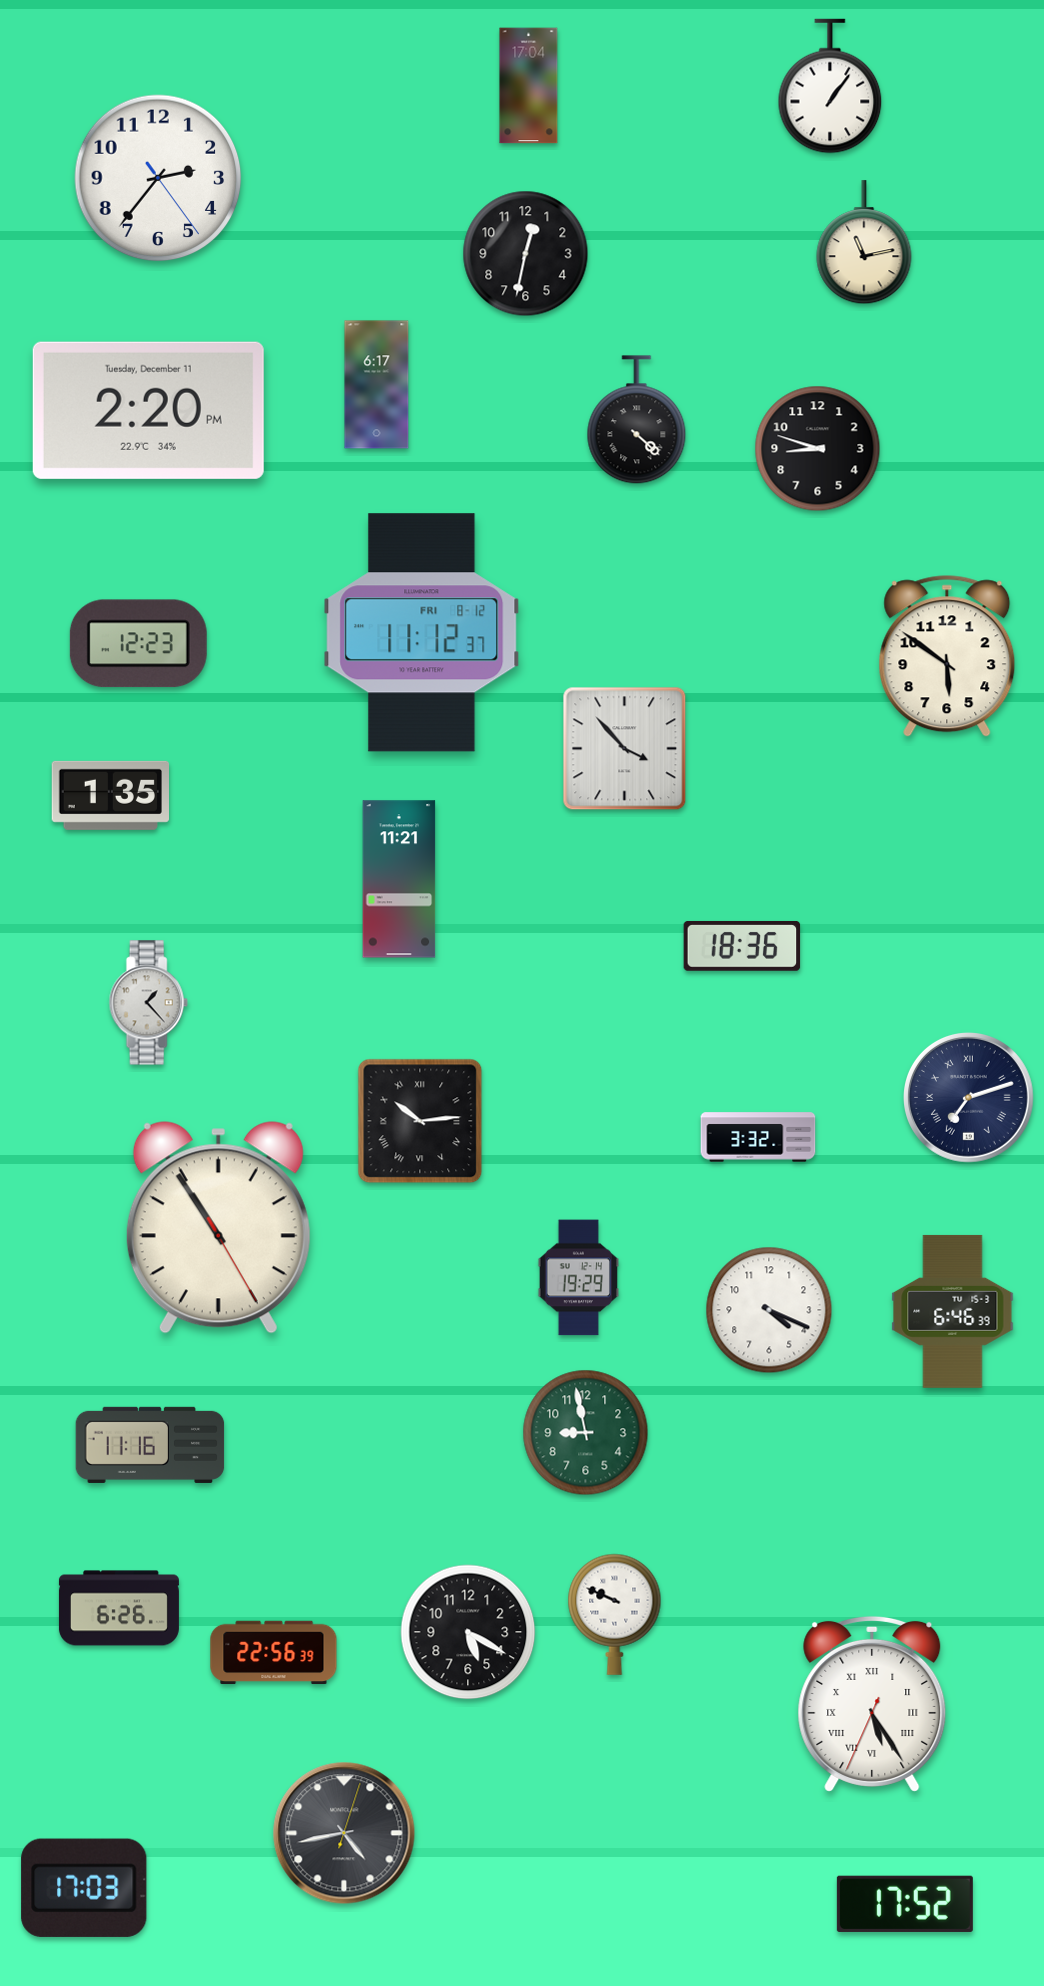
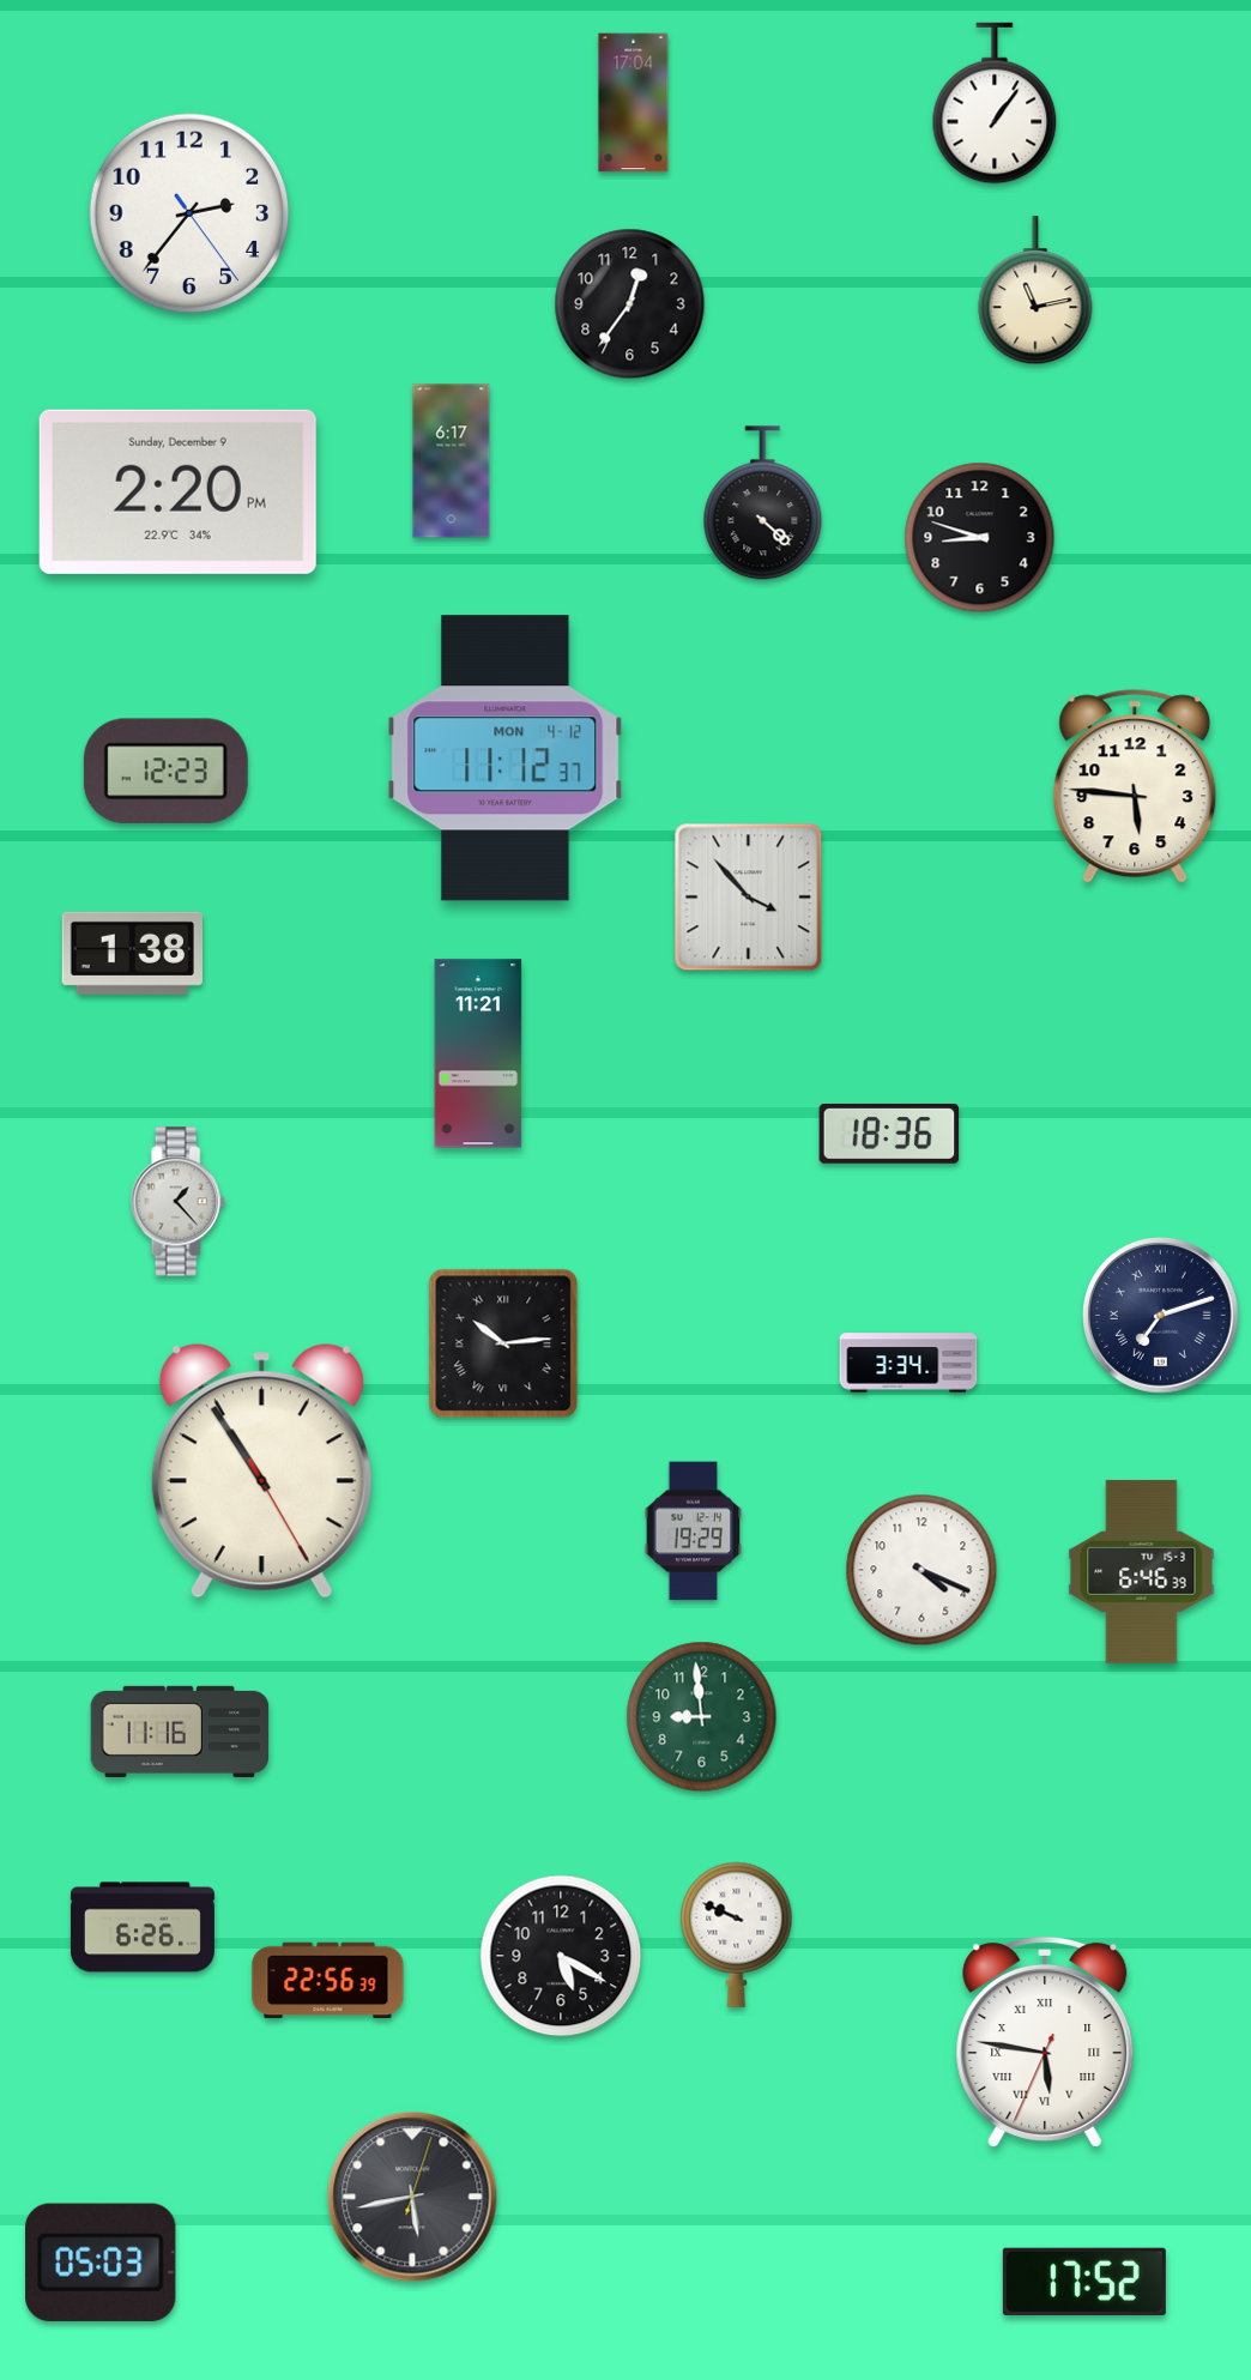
clock at (526, 254): 12:32 -> 12:36
clock at (148, 410) date: Tuesday, December 11 -> Sunday, December 9
clock at (422, 633) date: FRI 8-12 -> MON 4-12
clock at (947, 656): 5:51 -> 5:46
clock at (110, 795): 1:35 -> 1:38
clock at (758, 1137): 3:32 -> 3:34
clock at (586, 1433): 8:58 -> 8:59
clock at (872, 1704): 5:24 -> 5:46
clock at (344, 1833): 4:43 -> 5:43
clock at (84, 1888): 17:03 -> 05:03
